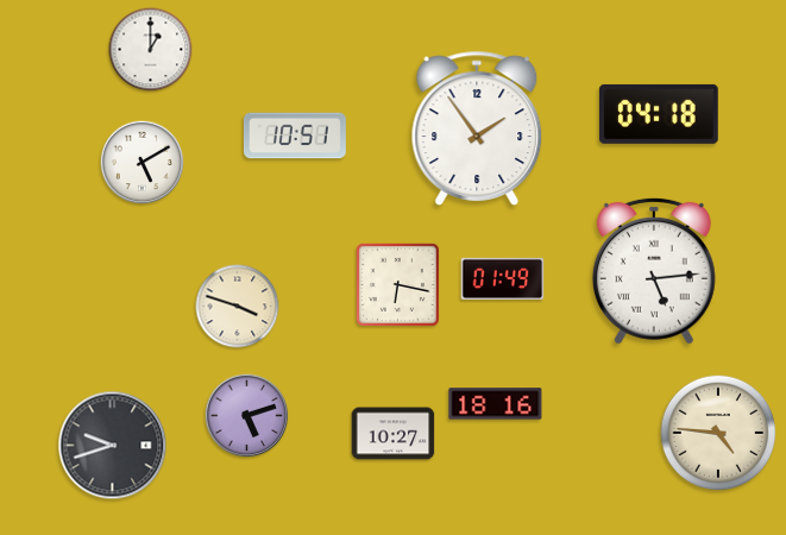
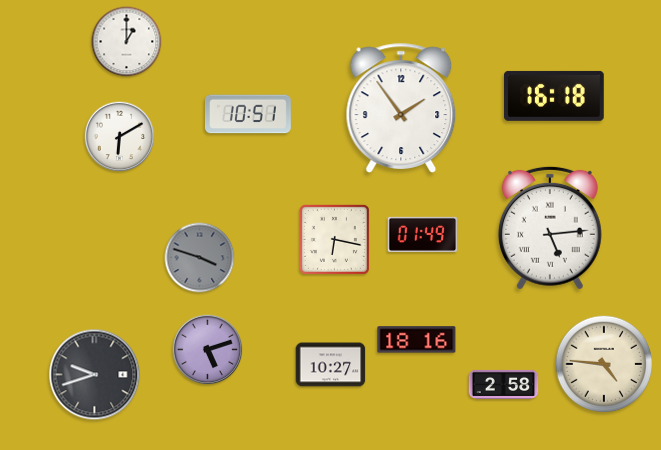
clock at (660, 114): 04:18 -> 16:18
clock at (143, 163): 5:10 -> 6:10
clock at (238, 307) dial: cream -> grey
clock at (504, 384): none -> 2:58
